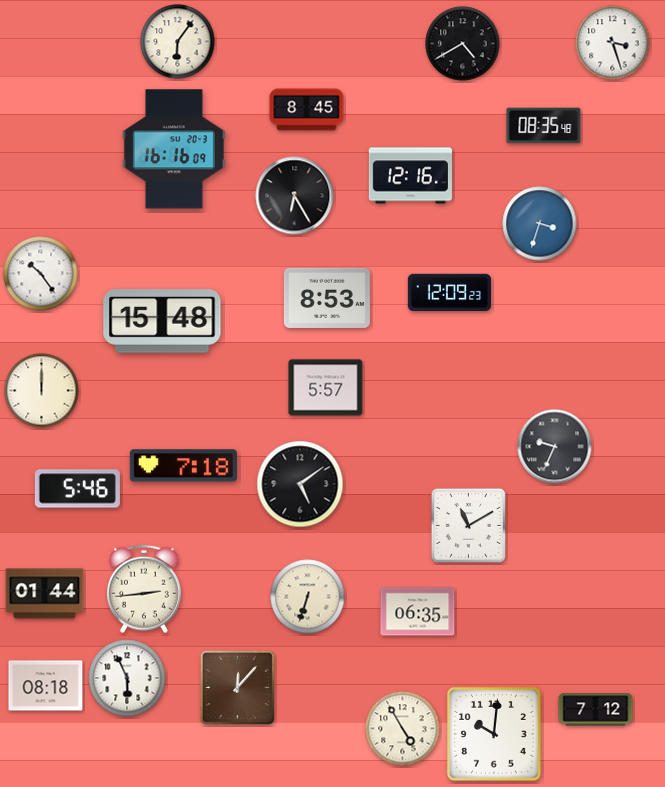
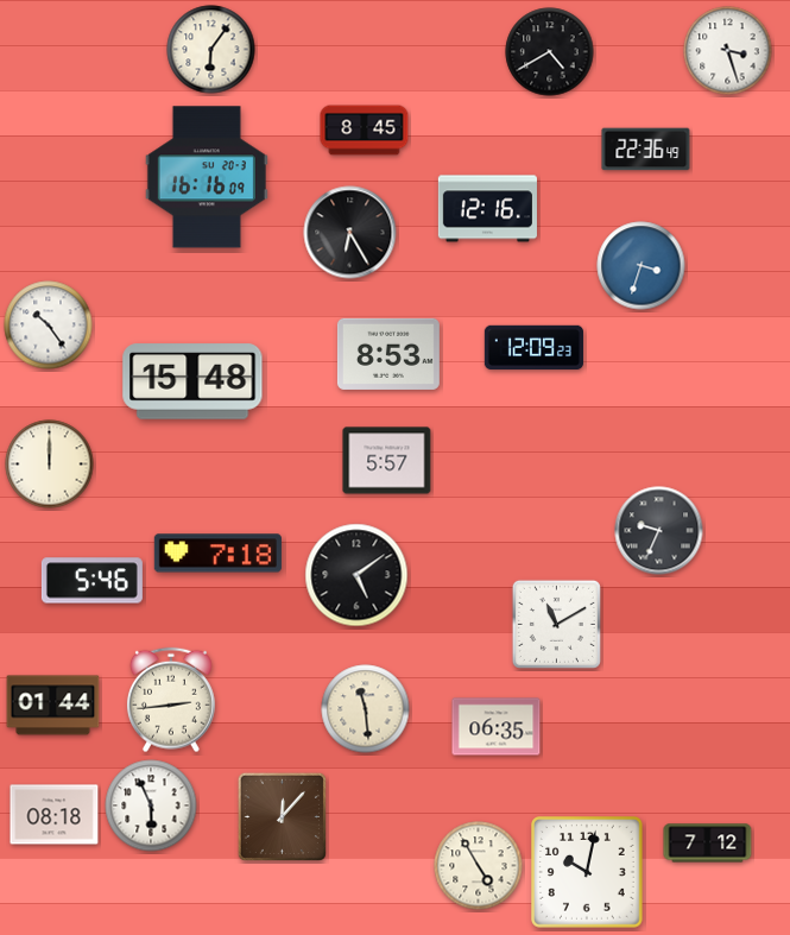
clock at (544, 126): 08:35 -> 22:36
clock at (308, 597): 6:33 -> 11:29
clock at (495, 735): 10:01 -> 10:02
